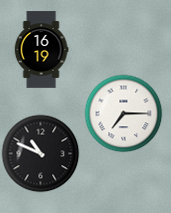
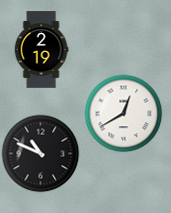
clock at (41, 50): 16:19 -> 2:19
clock at (123, 113): 7:15 -> 12:40
